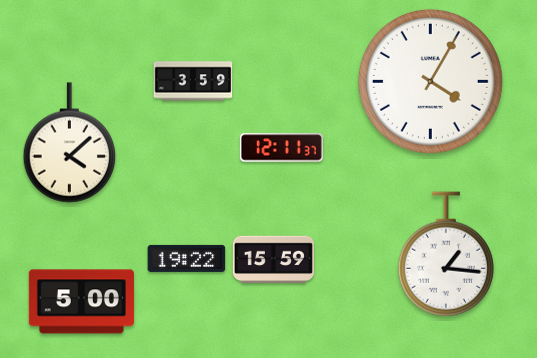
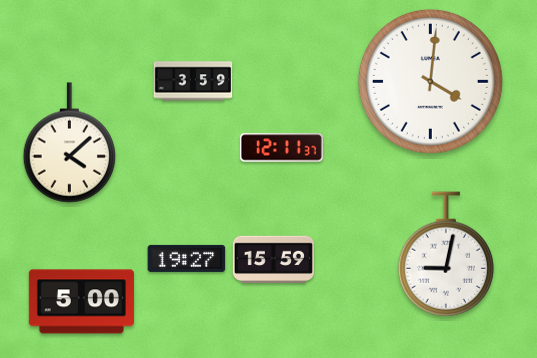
clock at (430, 81): 4:05 -> 4:01
clock at (446, 254): 1:16 -> 9:02
clock at (187, 258): 19:22 -> 19:27
